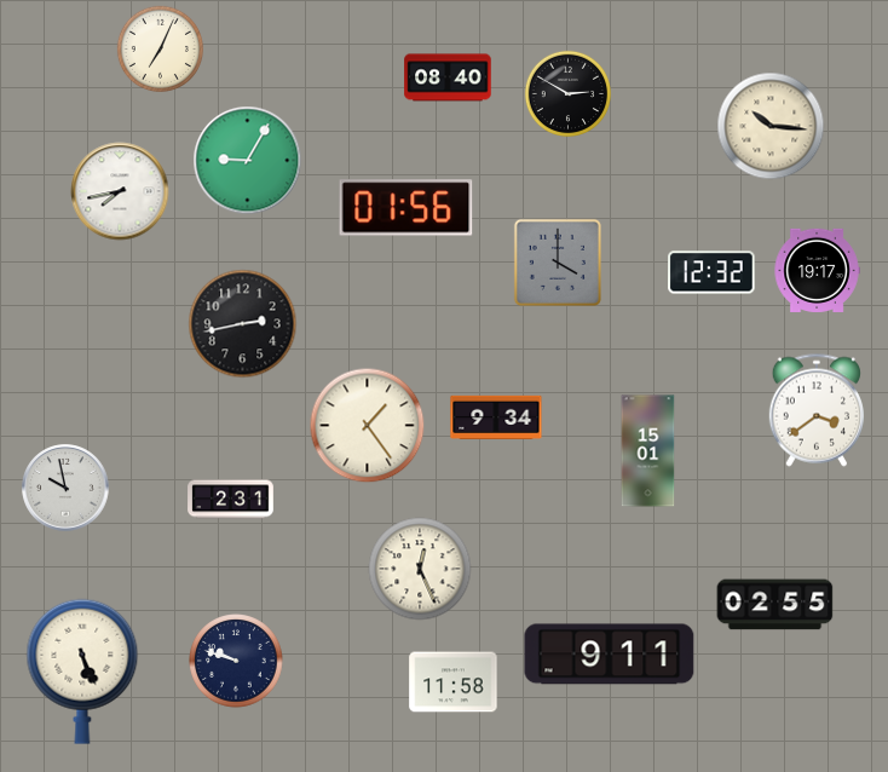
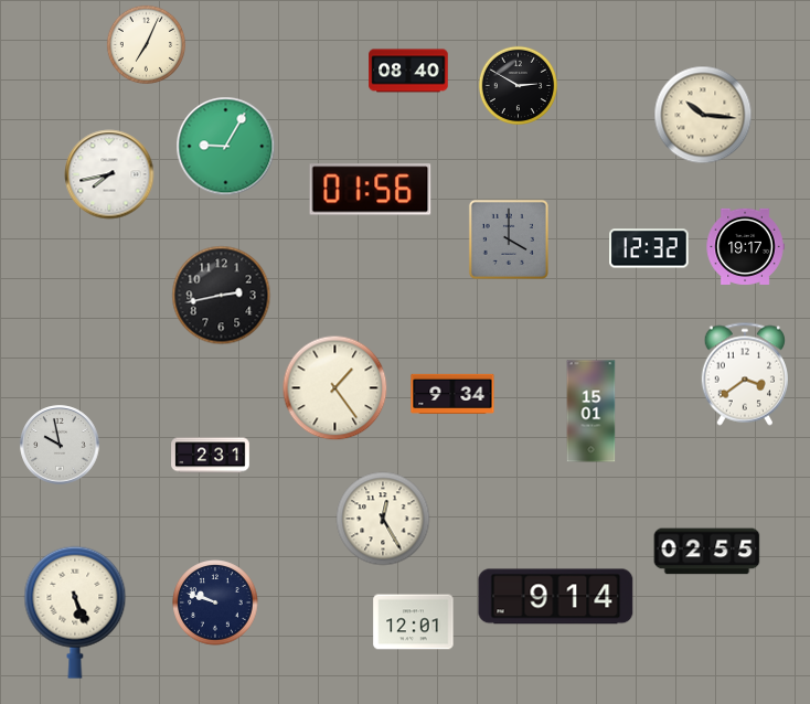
clock at (496, 417) position: (496, 417) -> (452, 394)
clock at (420, 569): 12:26 -> 12:25
clock at (610, 655): 9:11 -> 9:14
clock at (454, 682): 11:58 -> 12:01
